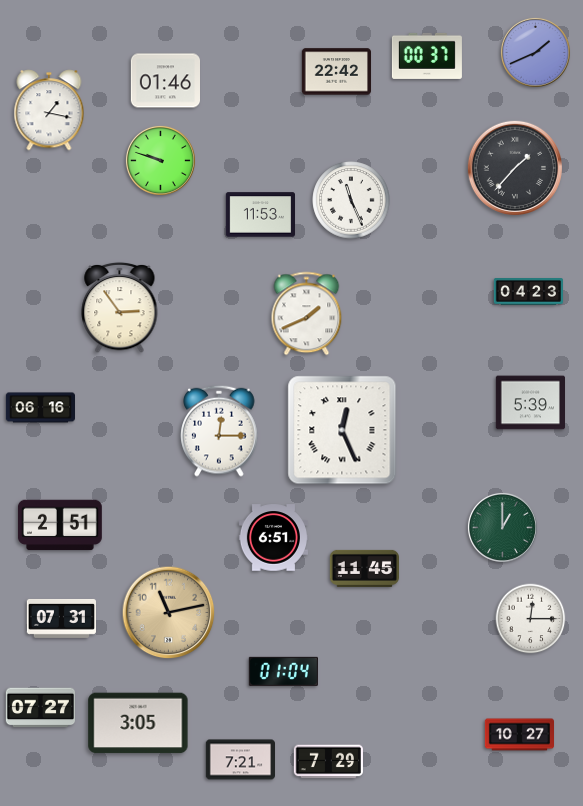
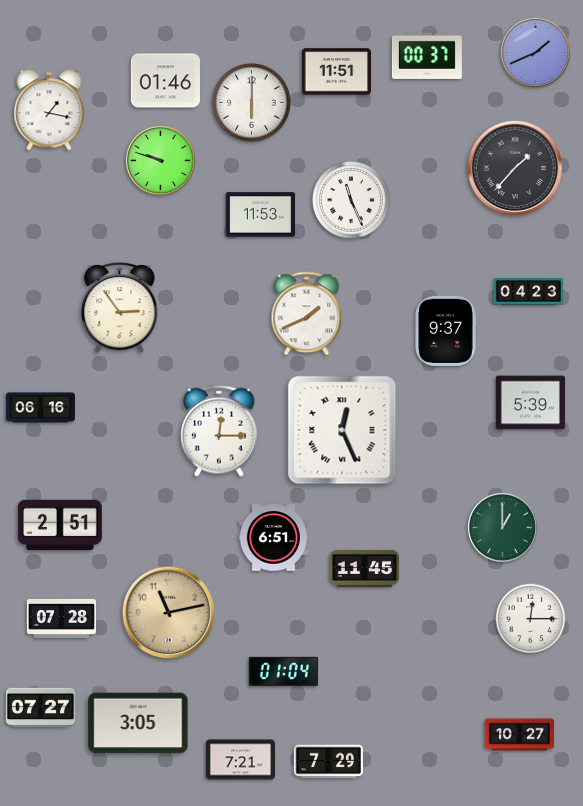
clock at (336, 72): 22:42 -> 11:51
clock at (252, 103): none -> 6:00
clock at (446, 331): none -> 9:37
clock at (61, 618): 07:31 -> 07:28
